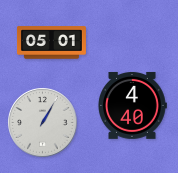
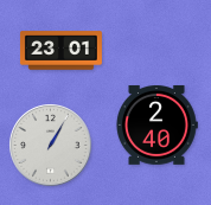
clock at (51, 43): 05:01 -> 23:01
clock at (132, 105): 4:40 -> 2:40
